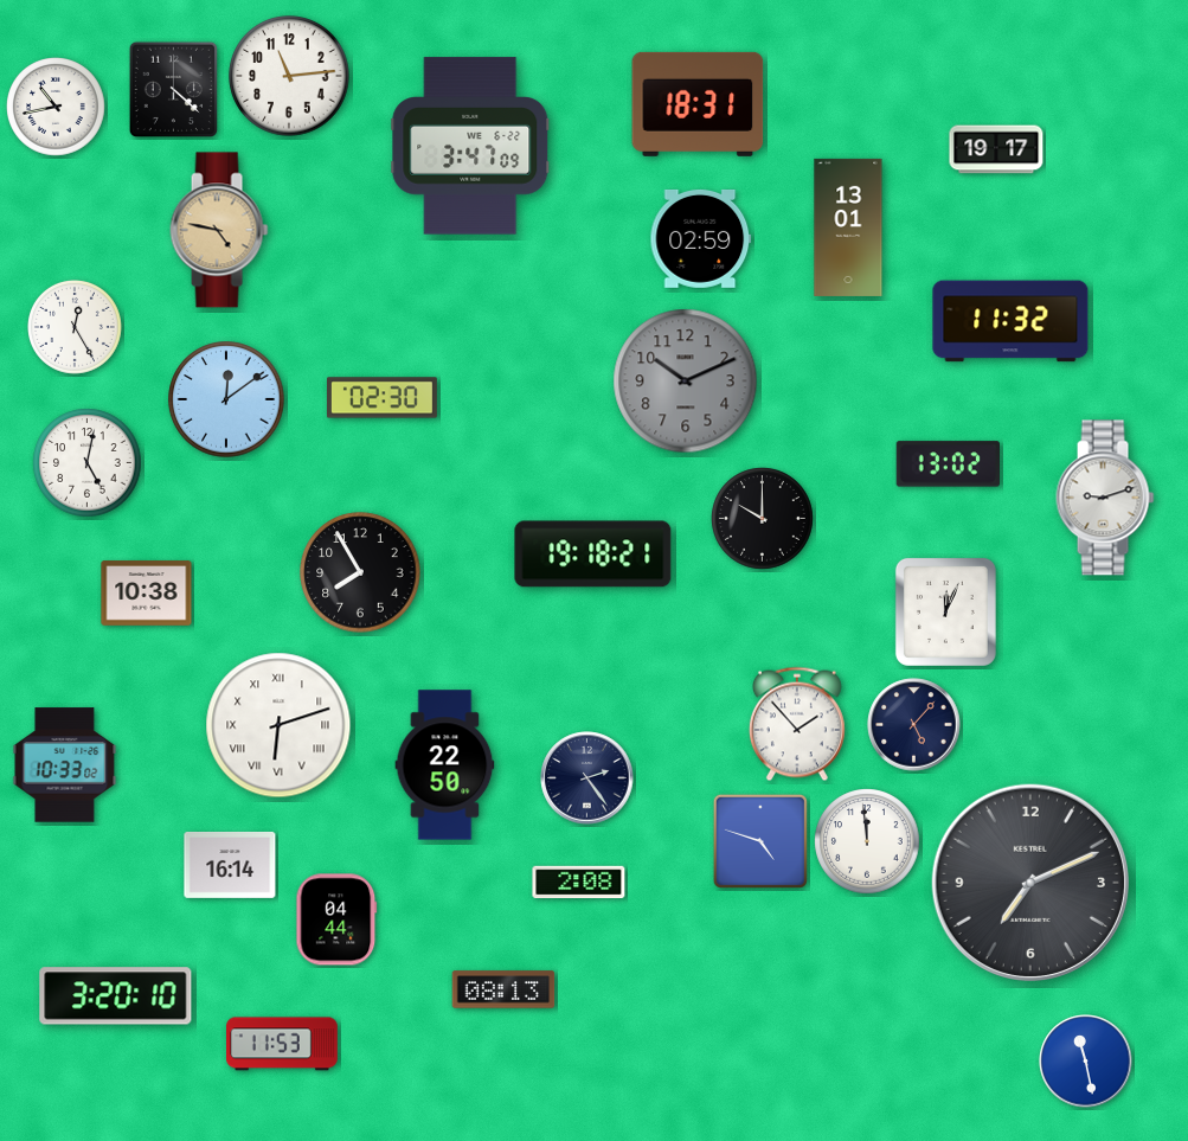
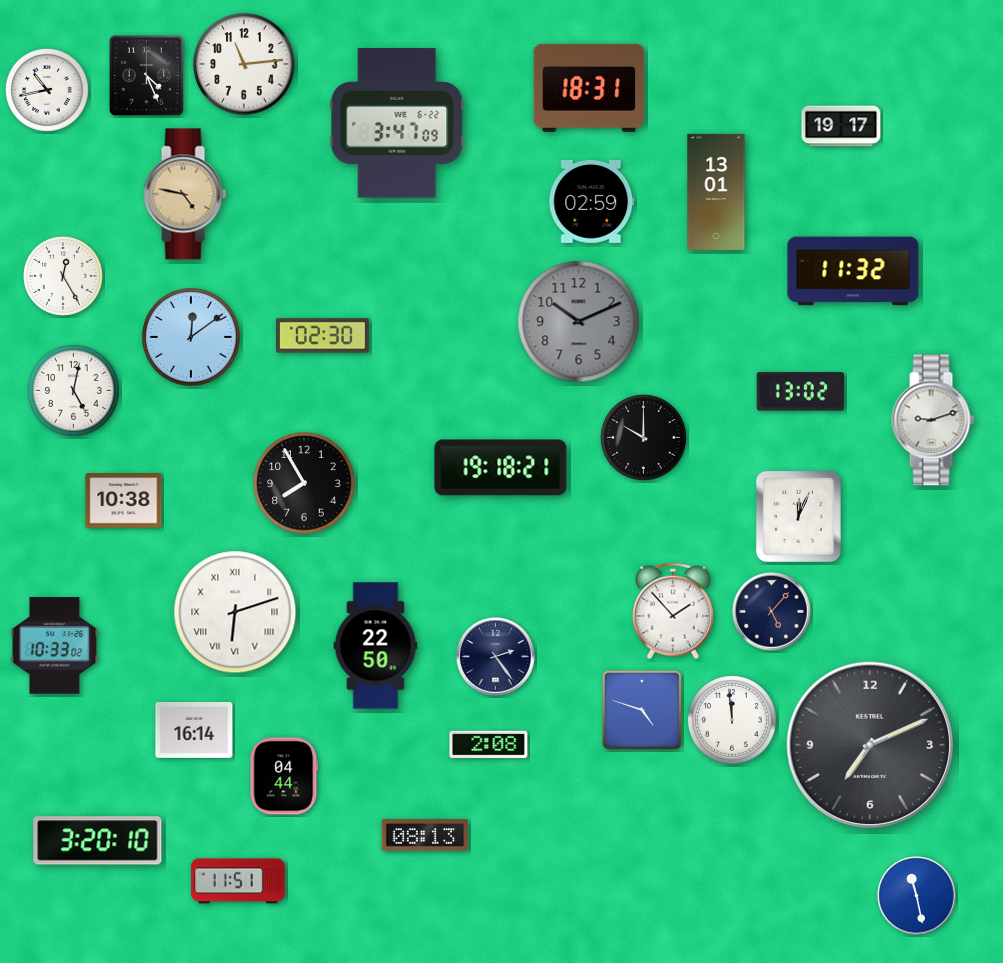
clock at (173, 89): 4:22 -> 4:26
clock at (867, 841) position: (867, 841) -> (732, 720)
clock at (283, 1044): 11:53 -> 11:51
